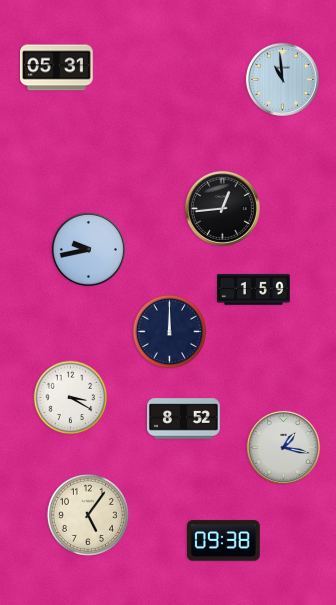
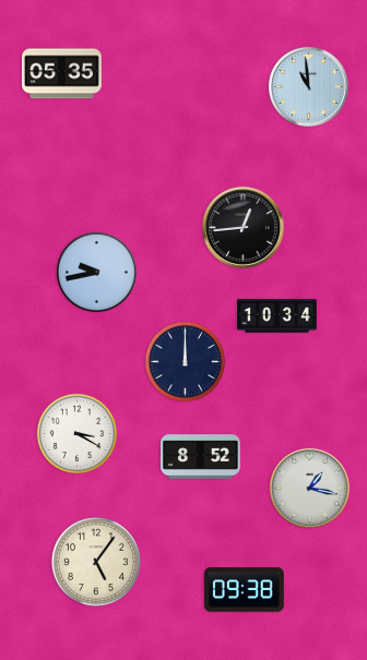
clock at (57, 68): 05:31 -> 05:35
clock at (254, 290): 1:59 -> 10:34
